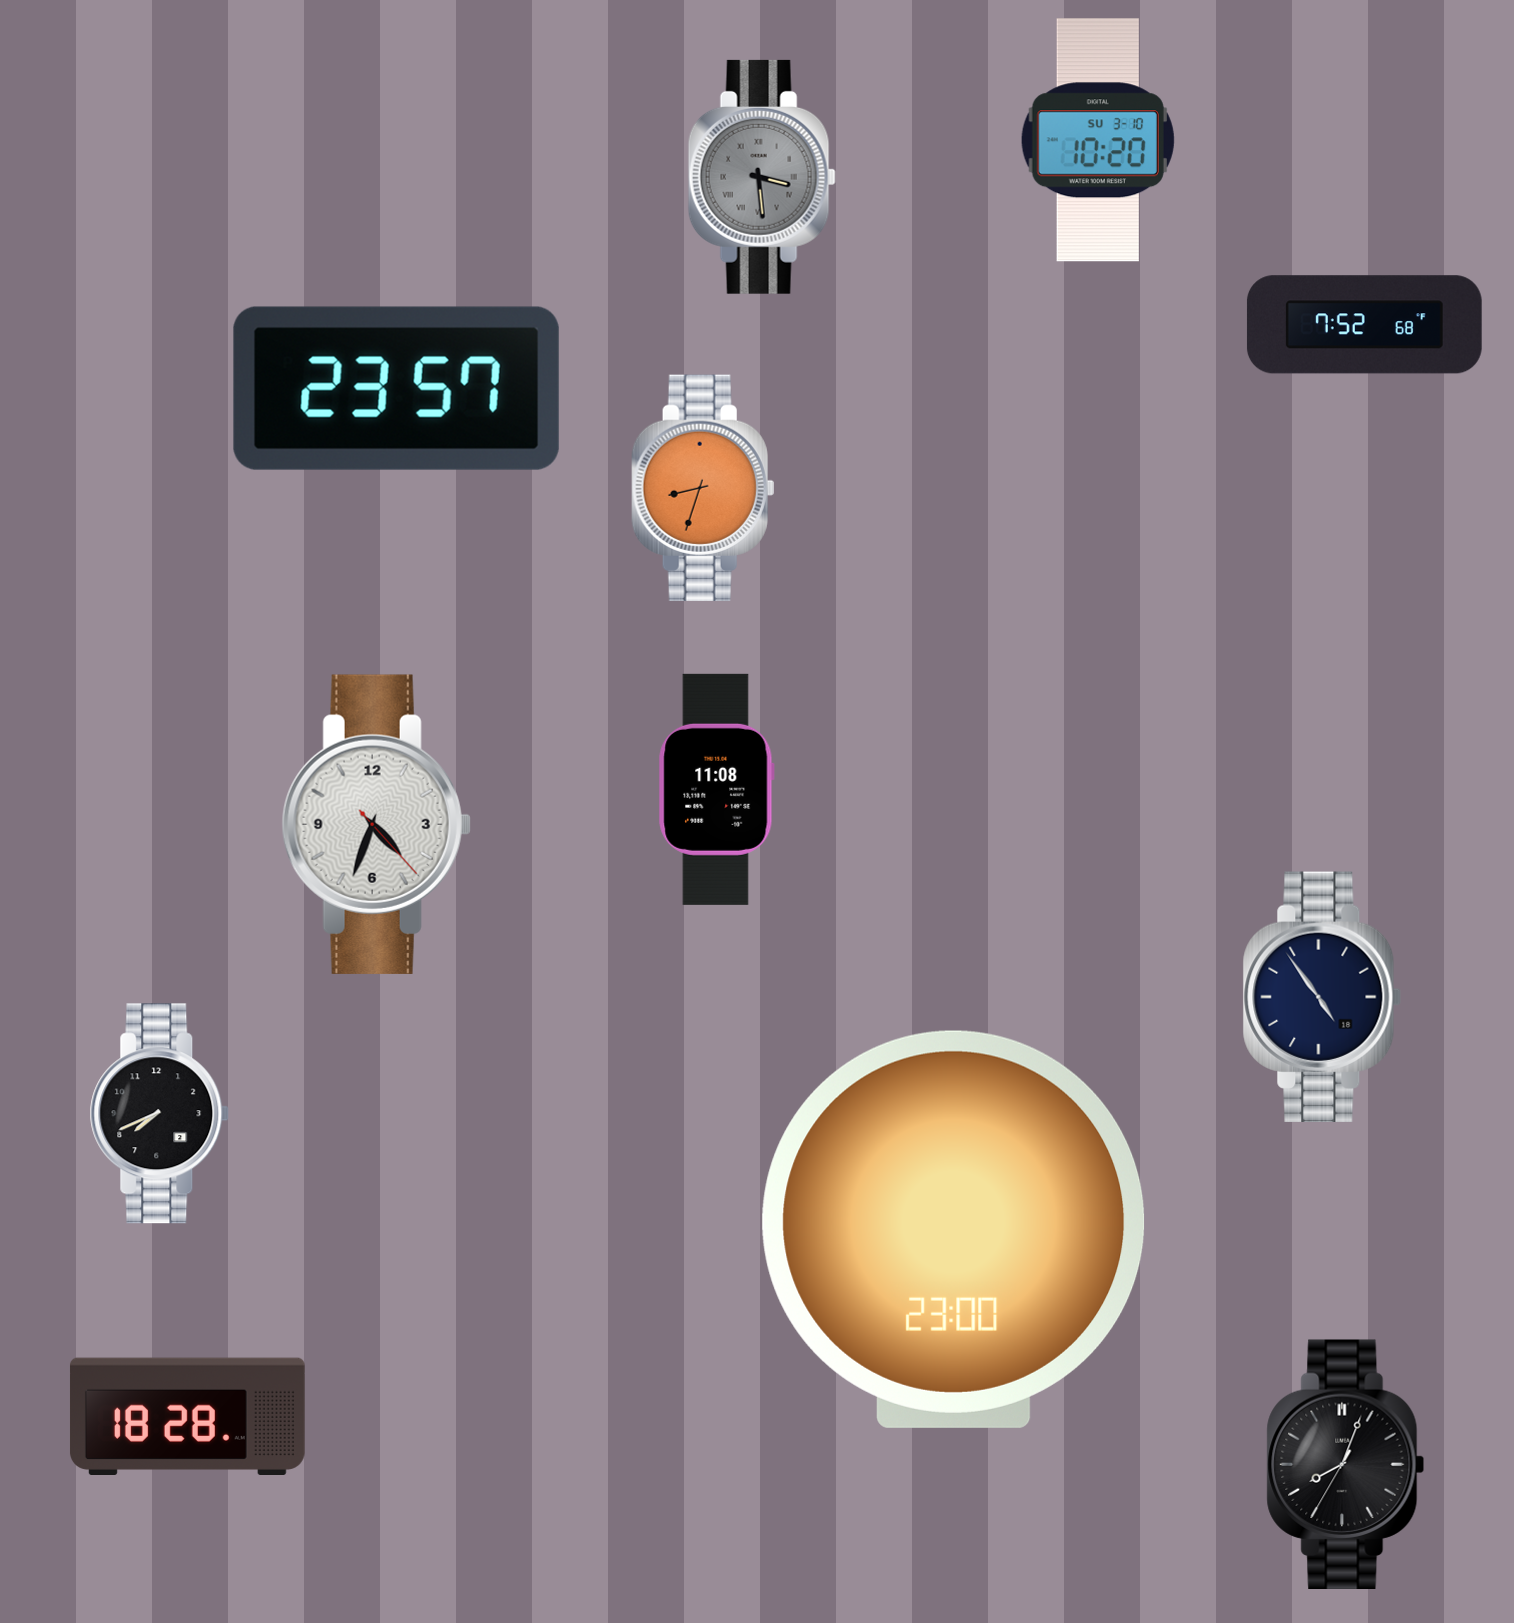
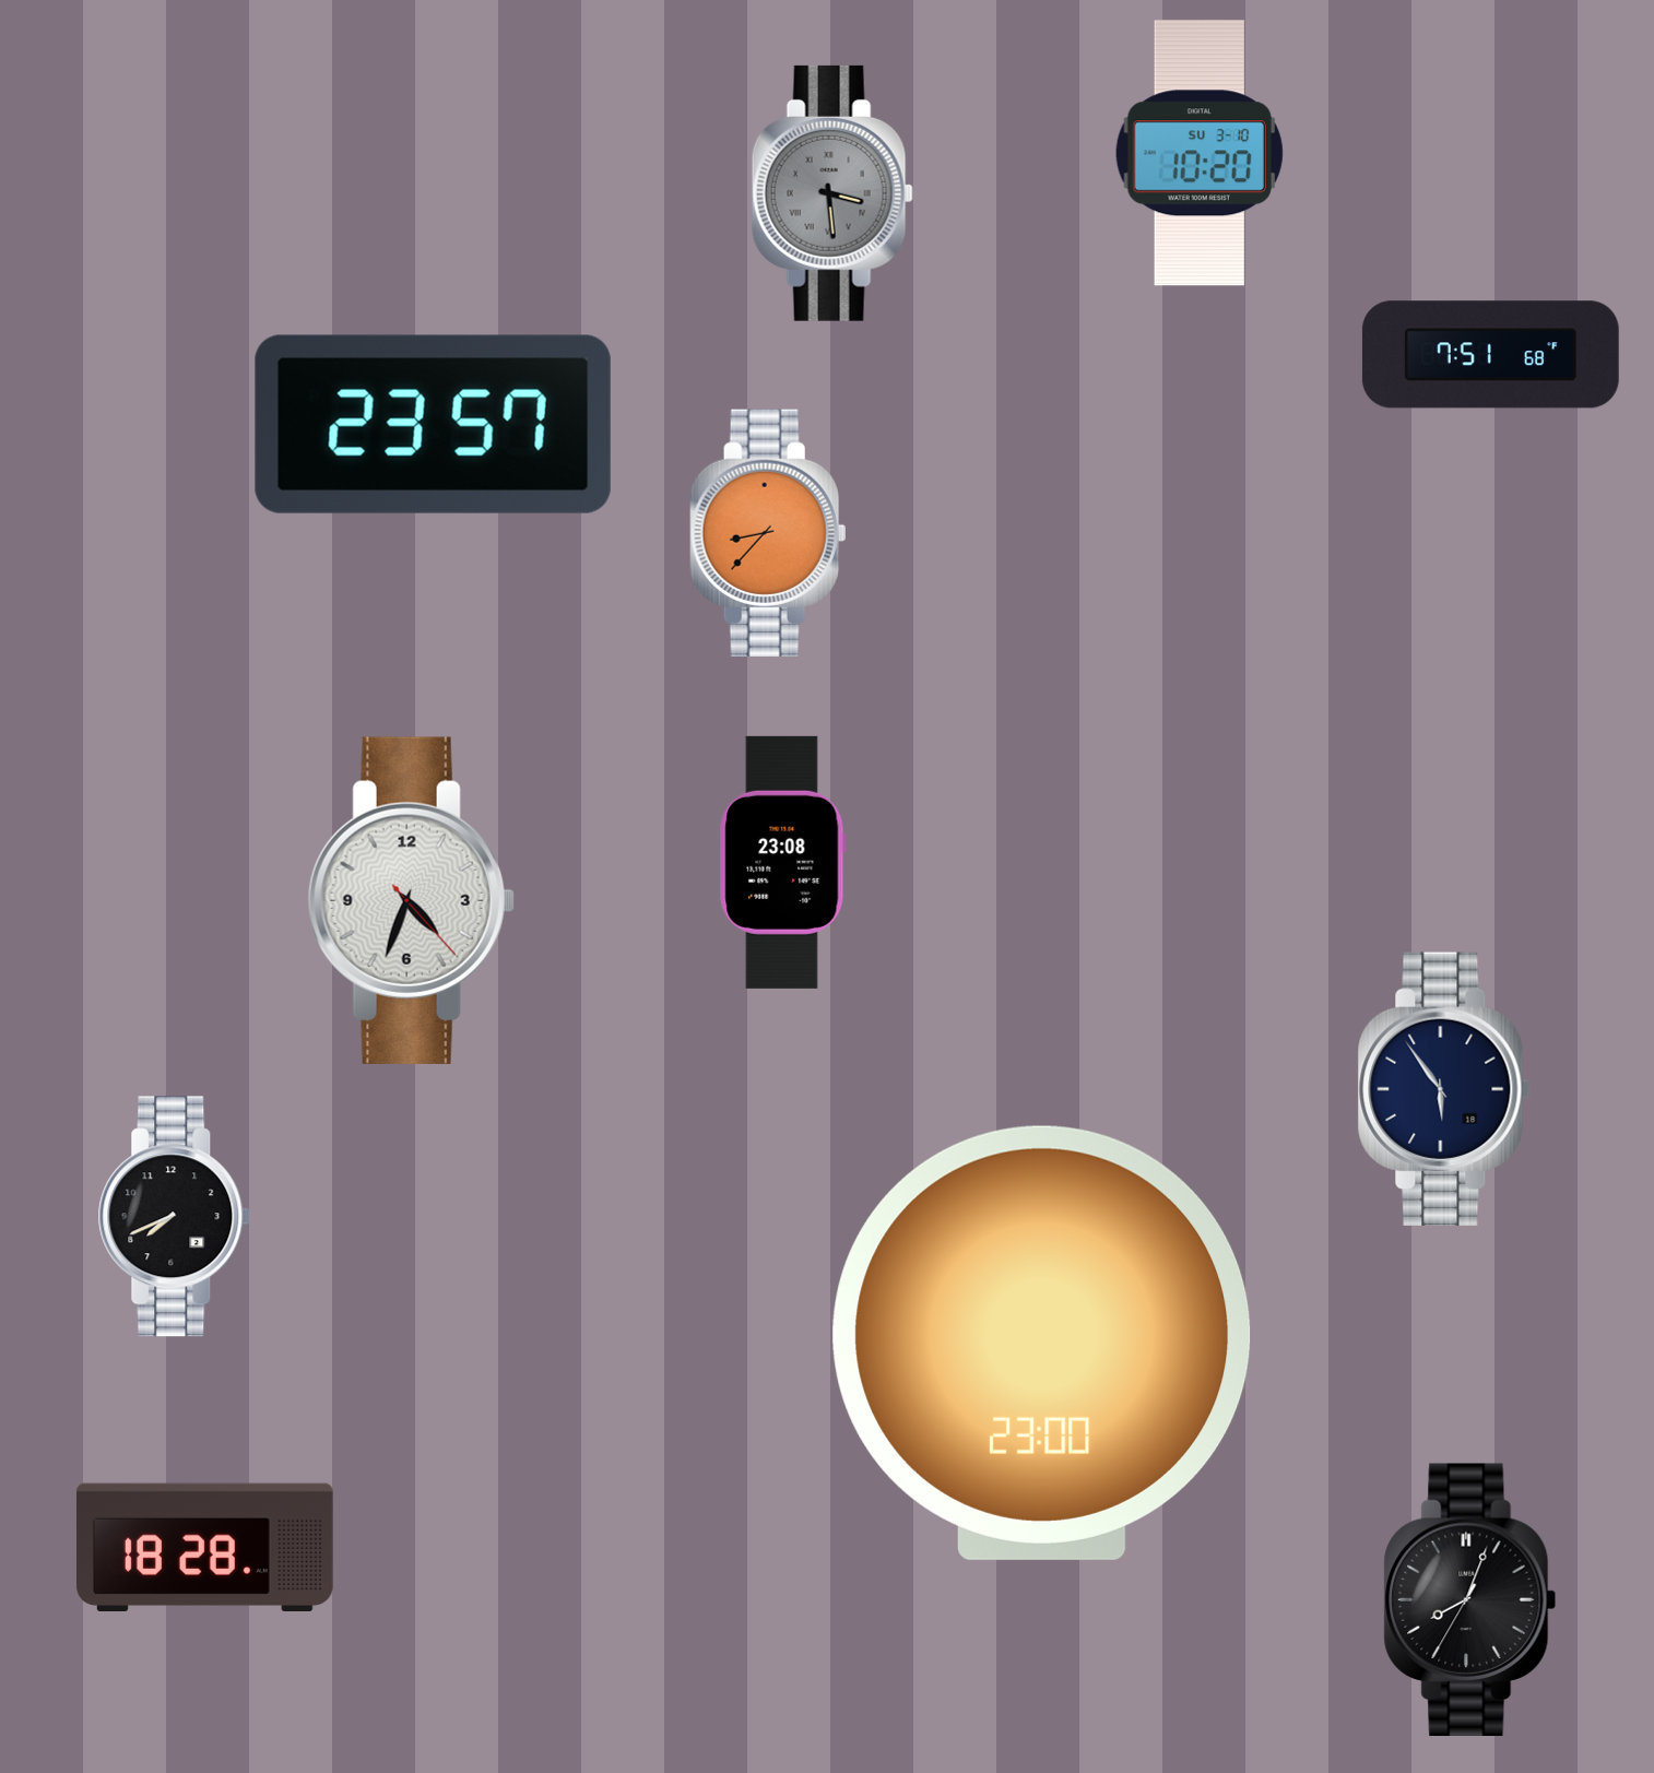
clock at (1364, 325): 7:52 -> 7:51
clock at (703, 488): 8:33 -> 8:37
clock at (716, 789): 11:08 -> 23:08
clock at (1322, 997): 4:54 -> 5:54
